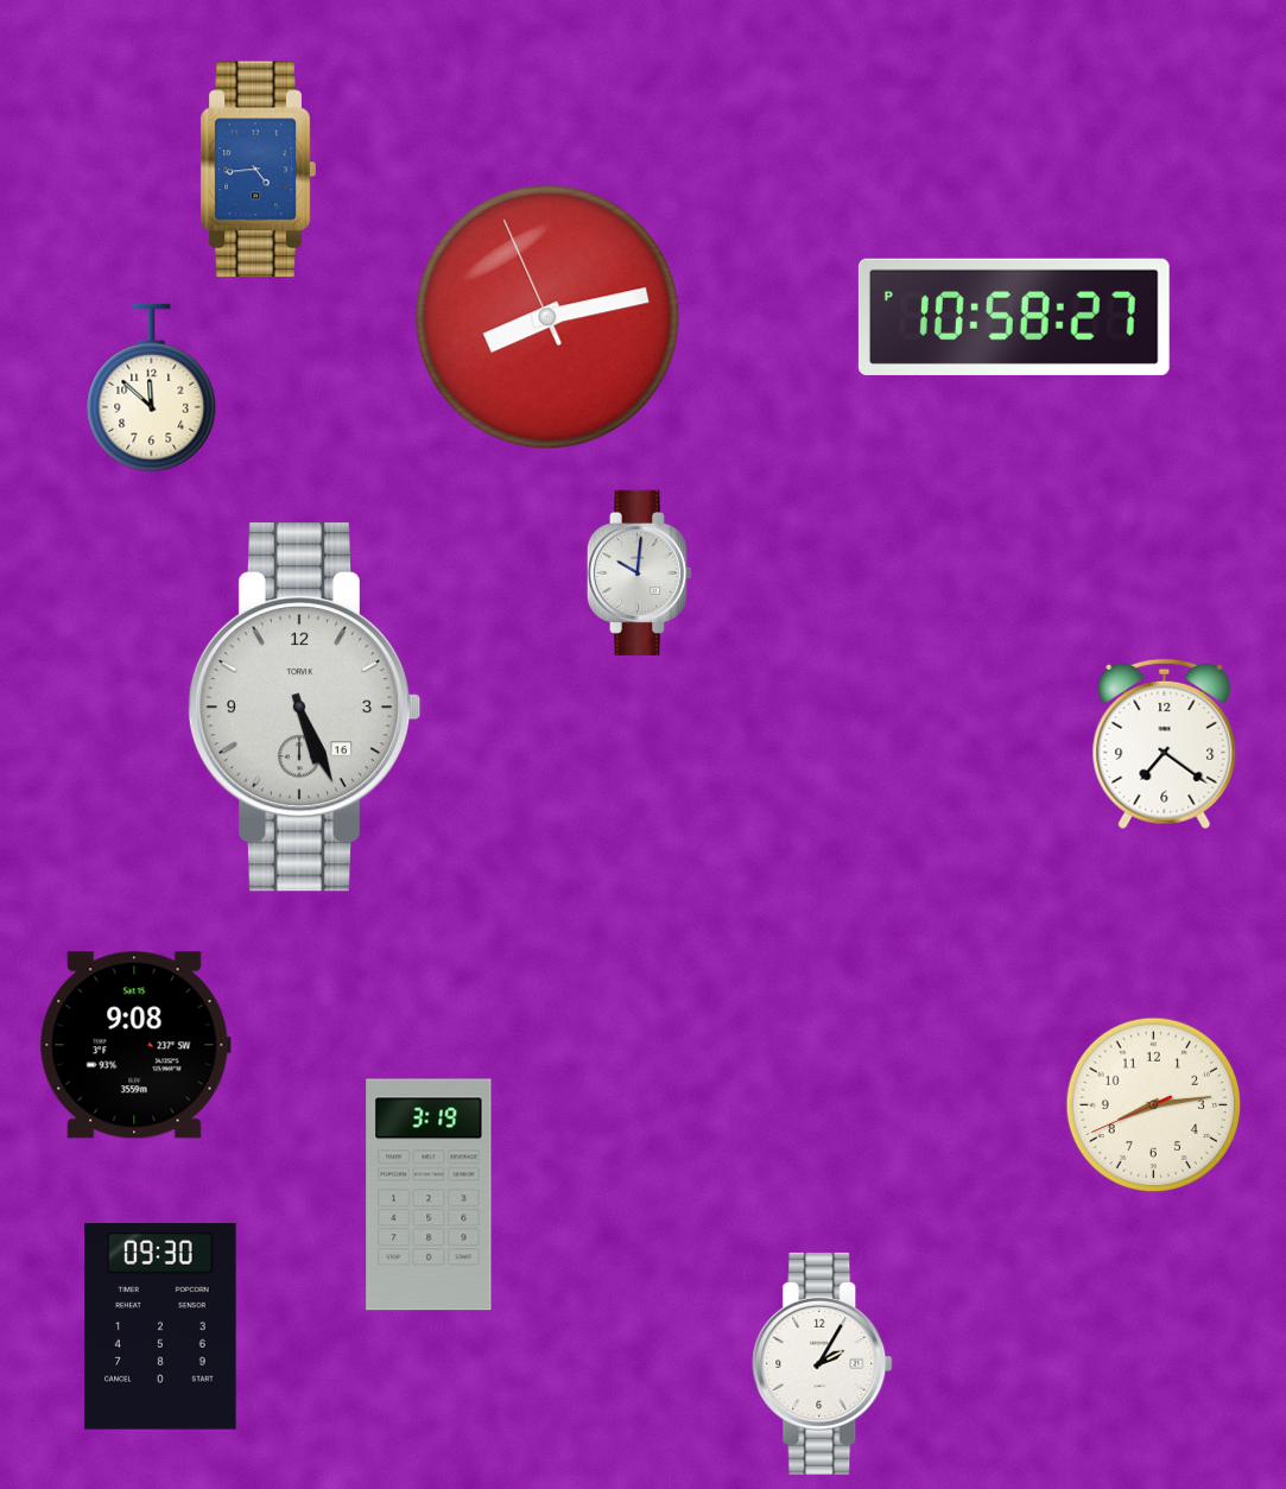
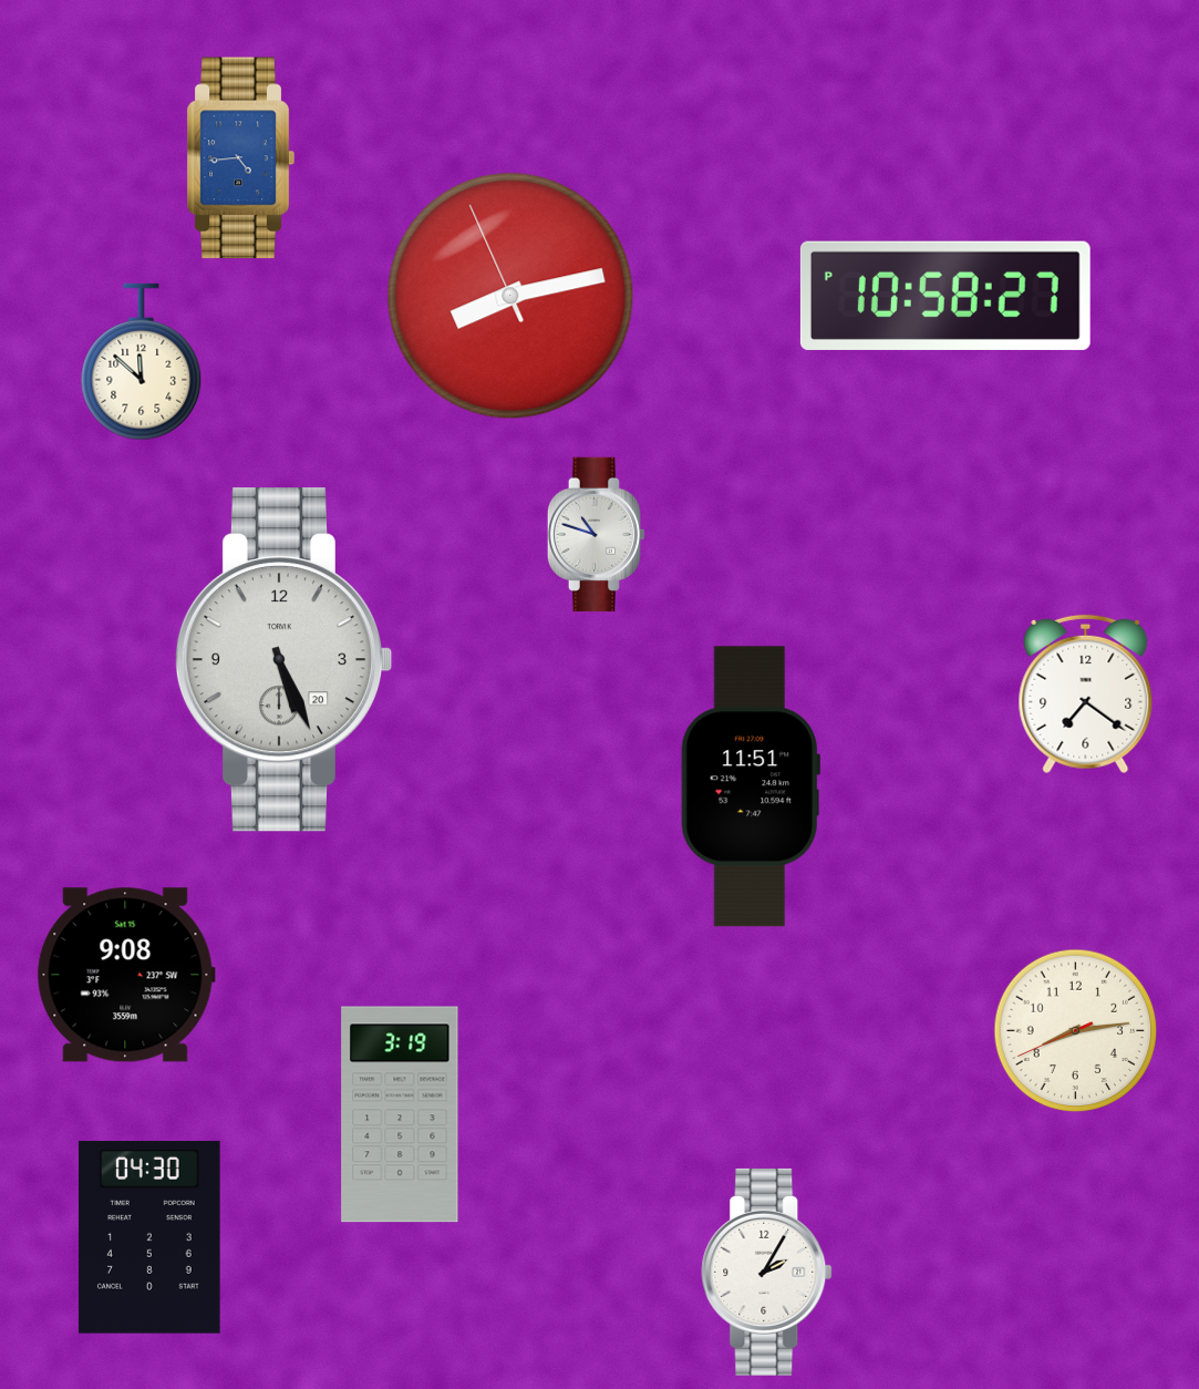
clock at (640, 572): 10:01 -> 10:48
clock at (304, 708) date: 16 -> 20
clock at (751, 786): none -> 11:51
clock at (160, 1326): 09:30 -> 04:30
